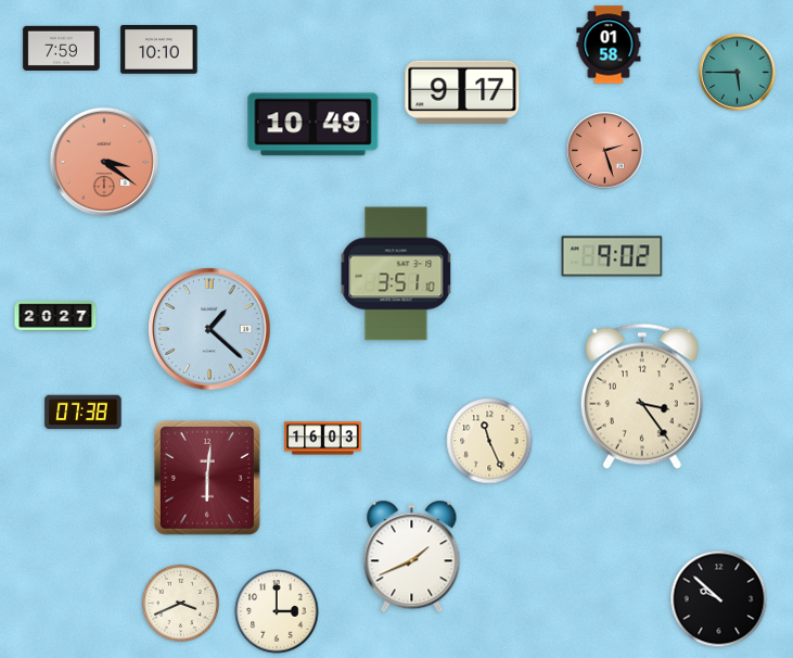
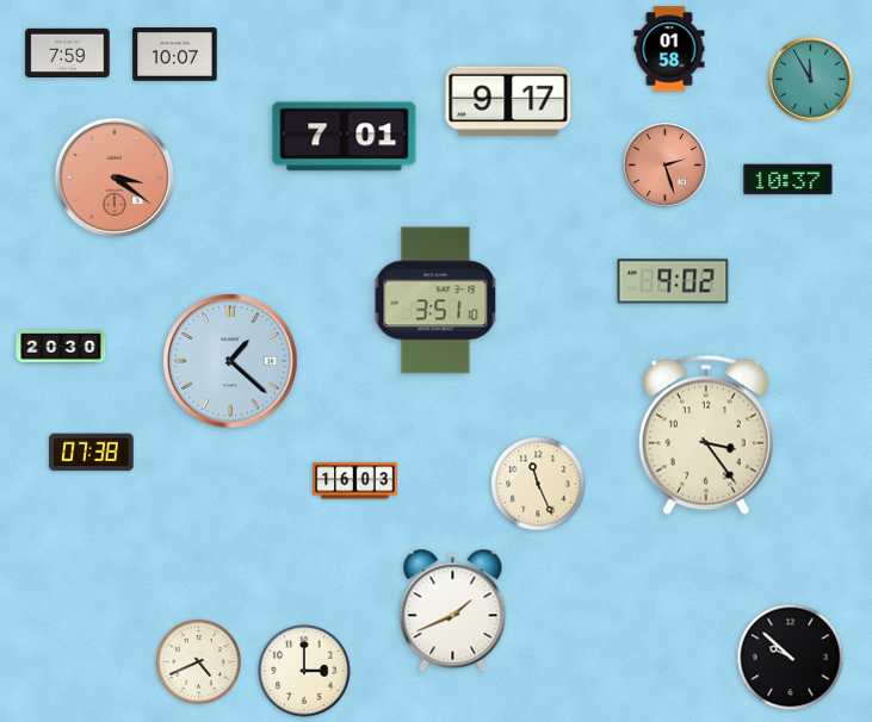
clock at (159, 50): 10:10 -> 10:07
clock at (738, 73): 5:45 -> 11:55
clock at (314, 125): 10:49 -> 7:01
clock at (788, 180): none -> 10:37
clock at (55, 316): 20:27 -> 20:30
clock at (207, 478): 6:01 -> none
clock at (180, 603): 3:41 -> 4:41
